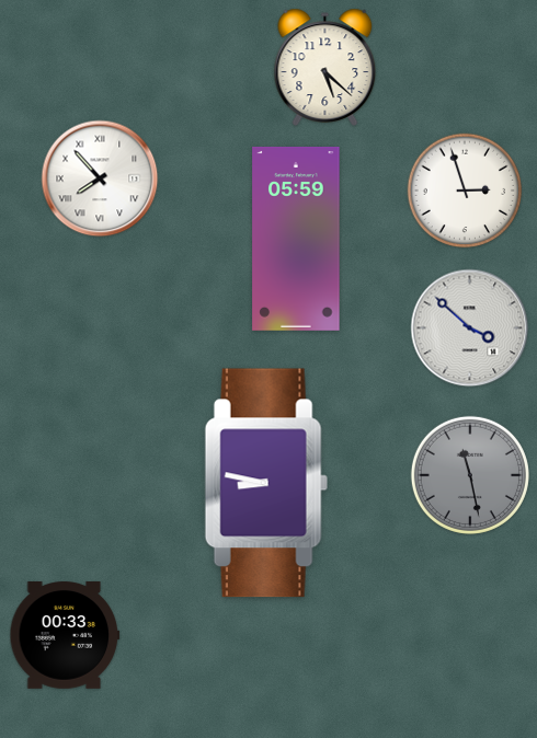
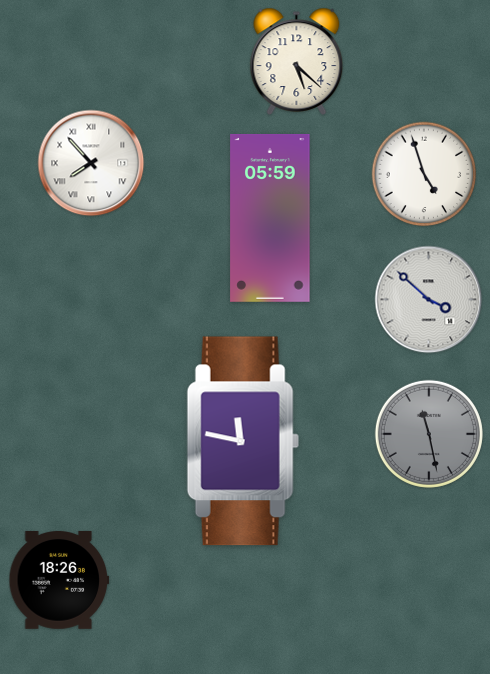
clock at (465, 191): 2:57 -> 4:57
clock at (266, 483): 8:47 -> 11:47
clock at (65, 636): 00:33 -> 18:26
